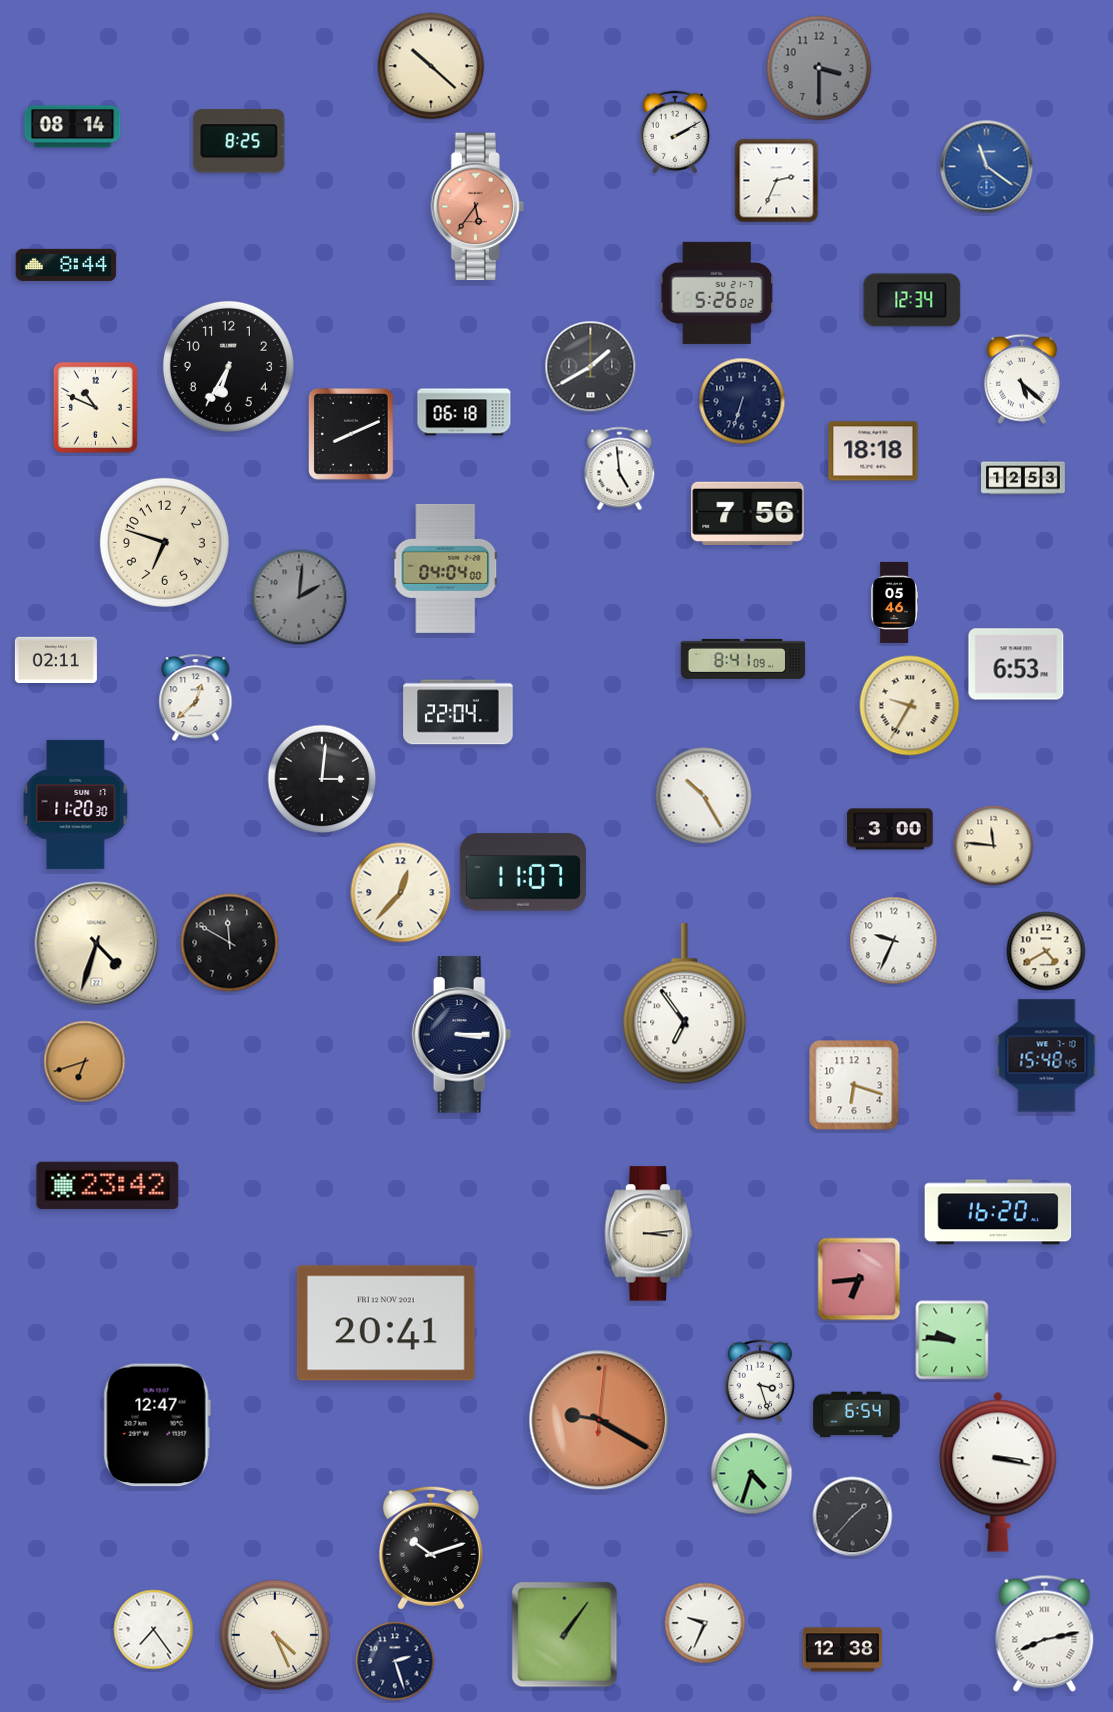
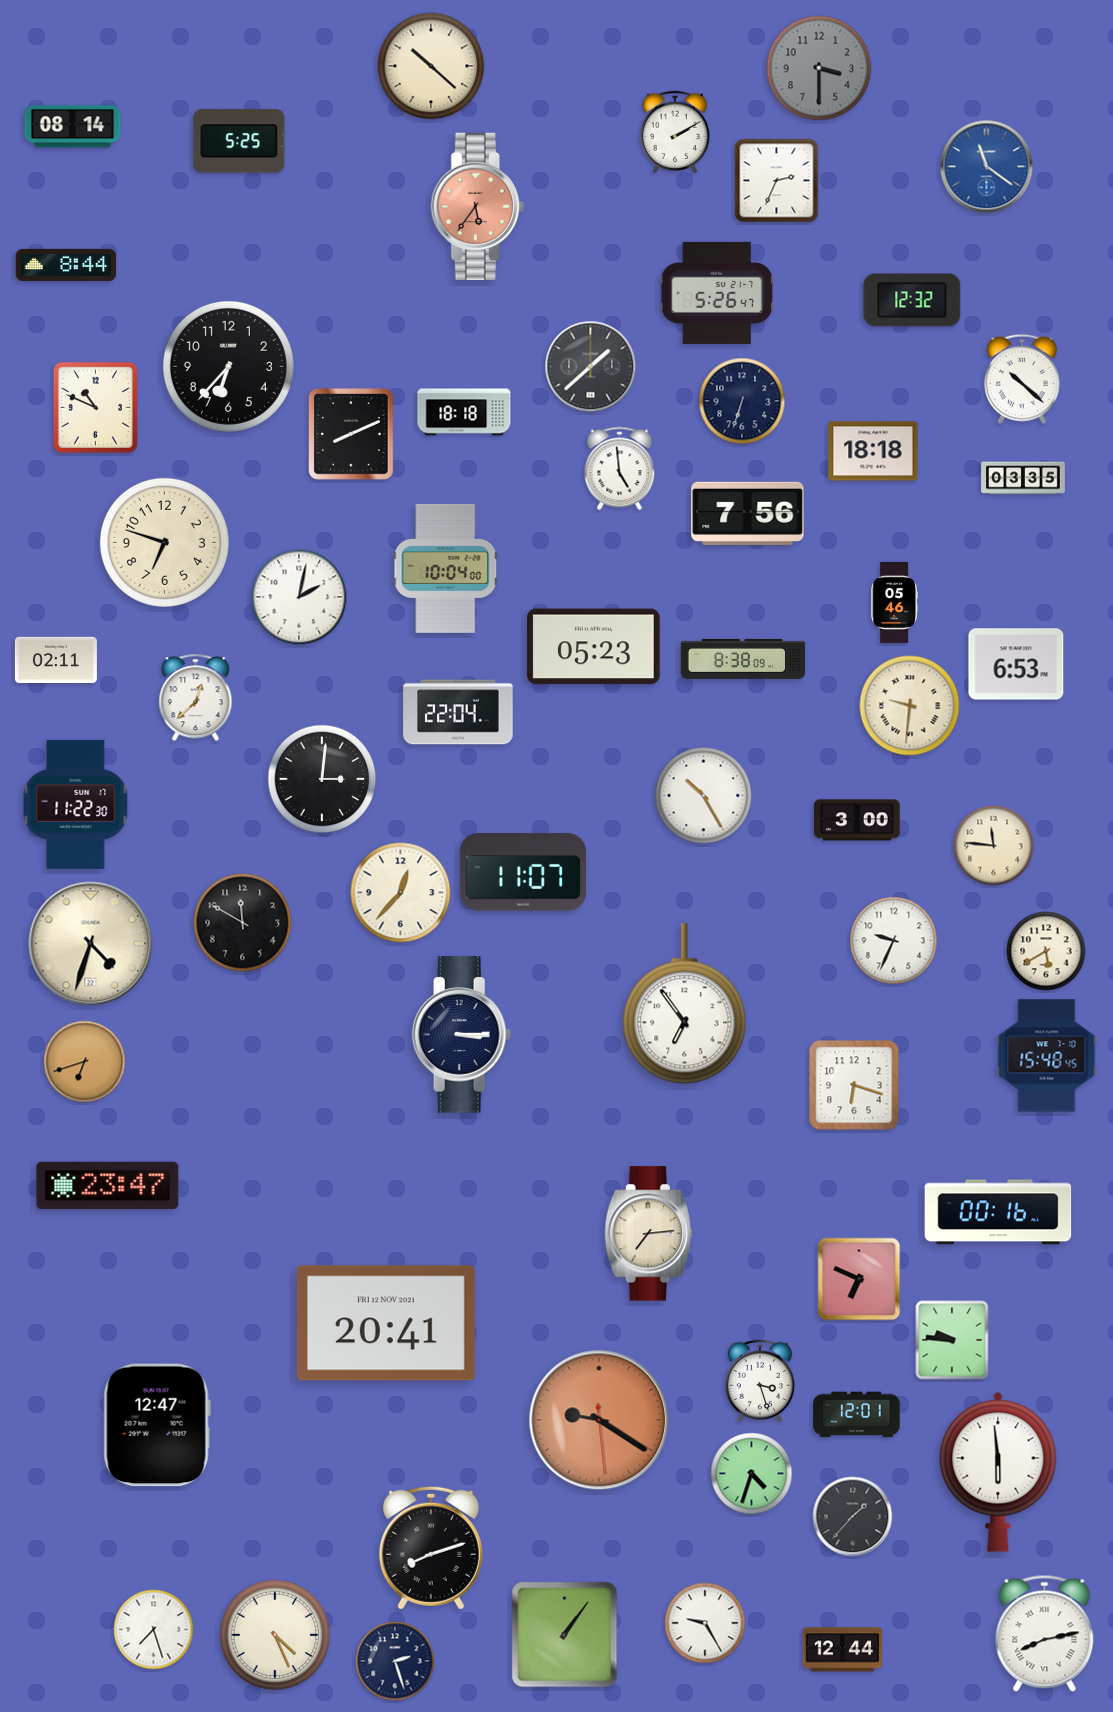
clock at (239, 141): 8:25 -> 5:25
clock at (717, 293): 5:26:02 -> 5:26:47
clock at (912, 300): 12:34 -> 12:32
clock at (228, 366): 6:35 -> 6:37
clock at (591, 367): 1:40 -> 1:38
clock at (1022, 379): 5:22 -> 10:22
clock at (464, 412): 06:18 -> 18:18
clock at (1023, 478): 12:53 -> 03:35
clock at (446, 568): 04:04 -> 10:04
clock at (299, 597): 2:01 -> 2:02
clock at (299, 597) dial: grey -> white
clock at (594, 647): none -> 05:23
clock at (743, 659): 8:41 -> 8:38
clock at (910, 706): 9:35 -> 9:31
clock at (76, 804): 11:20 -> 11:22
clock at (890, 829) position: (890, 829) -> (857, 820)
clock at (230, 943) position: (230, 943) -> (243, 923)
clock at (97, 944) position: (97, 944) -> (91, 944)
clock at (1046, 951): 4:40 -> 5:40
clock at (108, 1186): 23:42 -> 23:47
clock at (998, 1212): 16:20 -> 00:16
clock at (648, 1234): 3:14 -> 7:14
clock at (859, 1279): 6:44 -> 6:49
clock at (857, 1415): 6:54 -> 12:01
clock at (599, 1420): 9:20:01 -> 9:20:29
clock at (998, 1472): 3:17 -> 5:59
clock at (431, 1548): 10:12 -> 8:12
clock at (705, 1623): 9:34 -> 9:25
clock at (154, 1630): 7:24 -> 7:27
clock at (842, 1650): 12:38 -> 12:44
